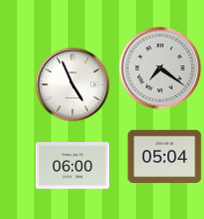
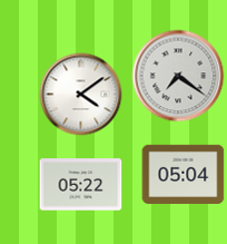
clock at (73, 85): 4:56 -> 4:09
clock at (73, 166): 06:00 -> 05:22
